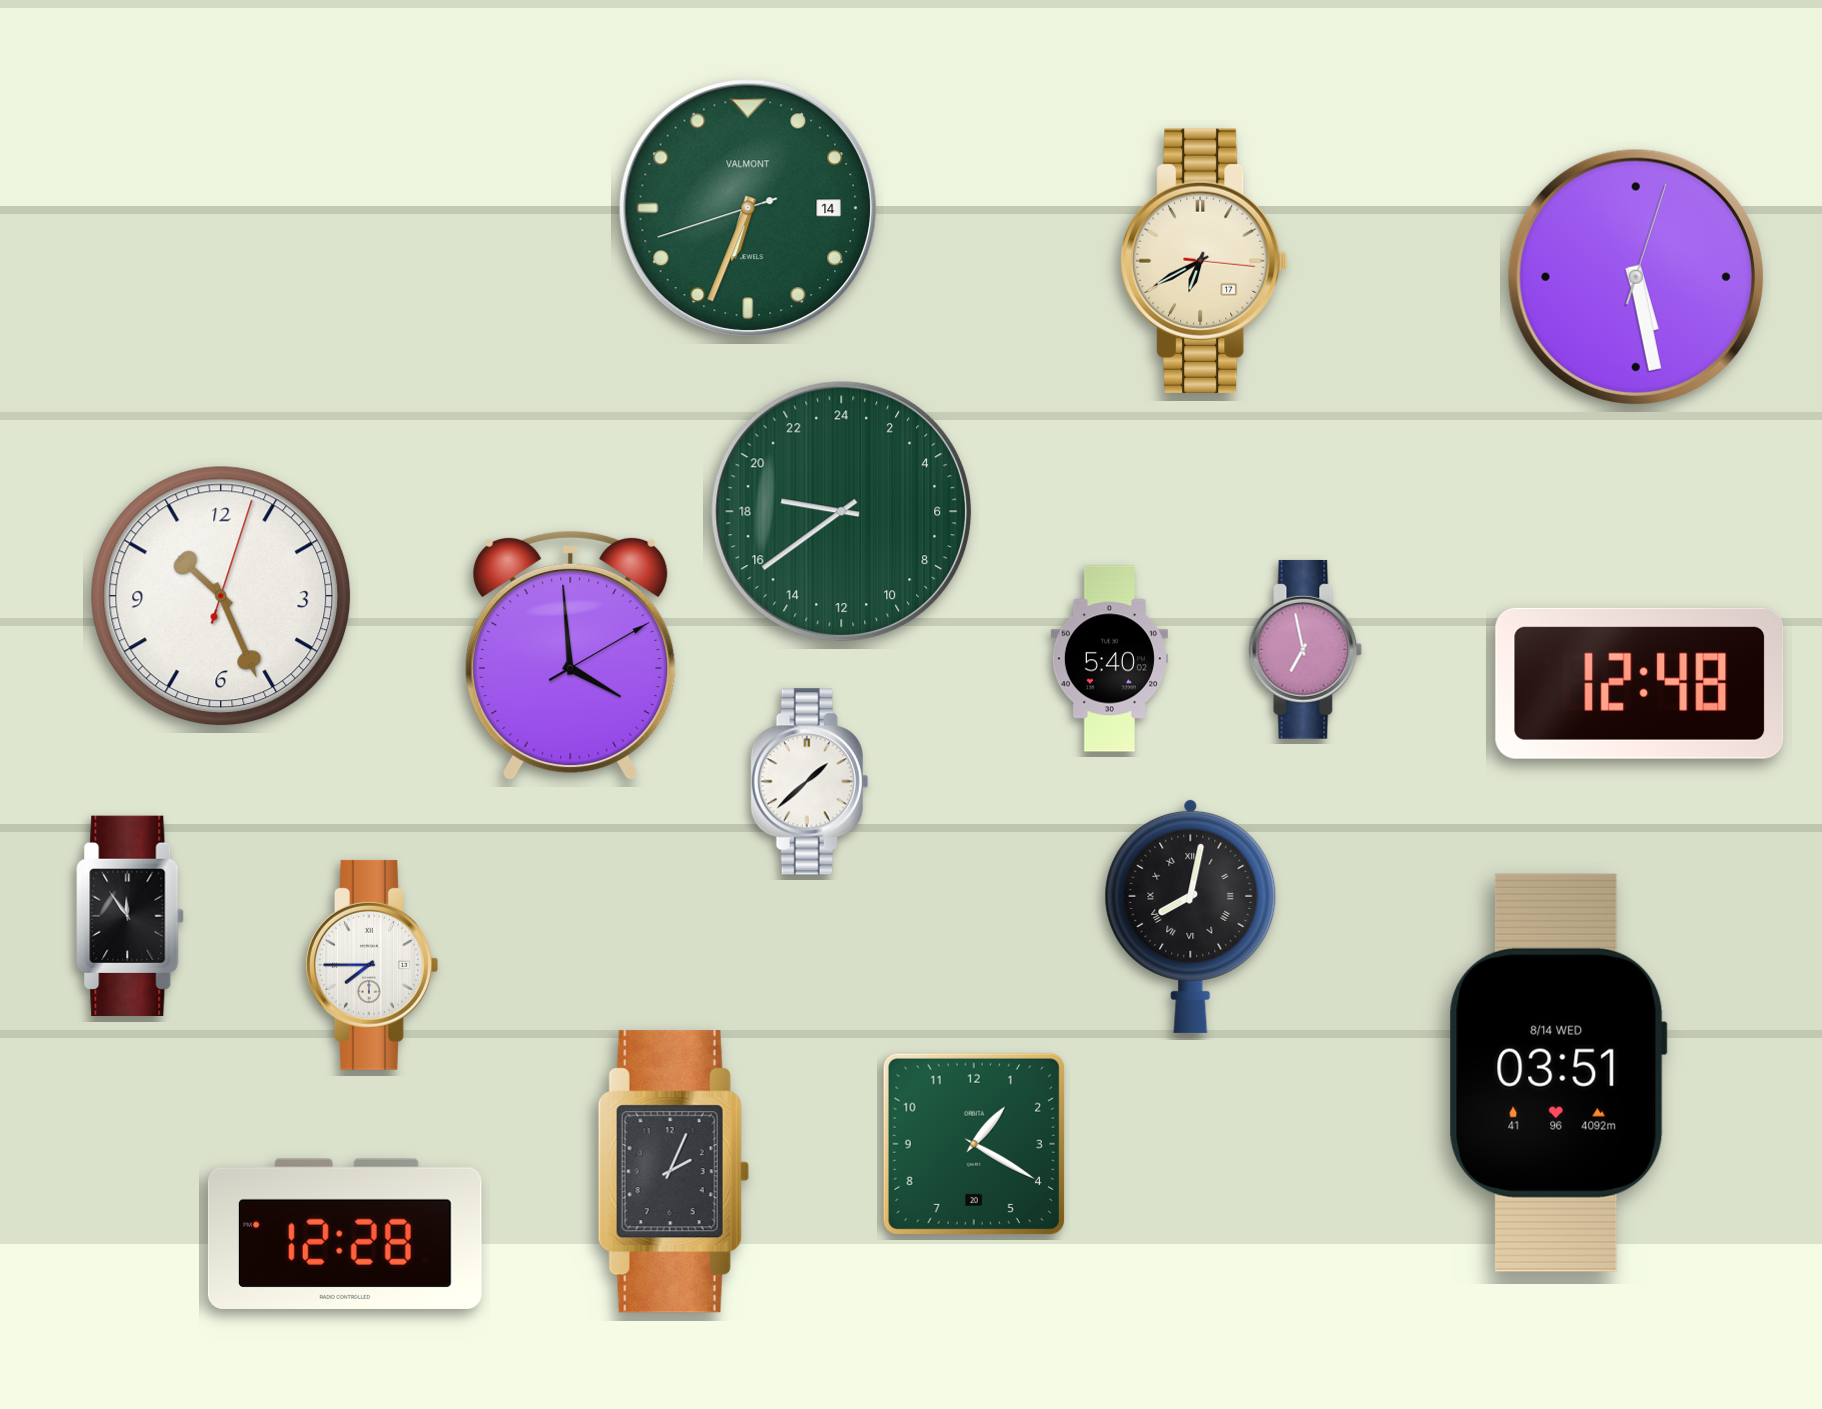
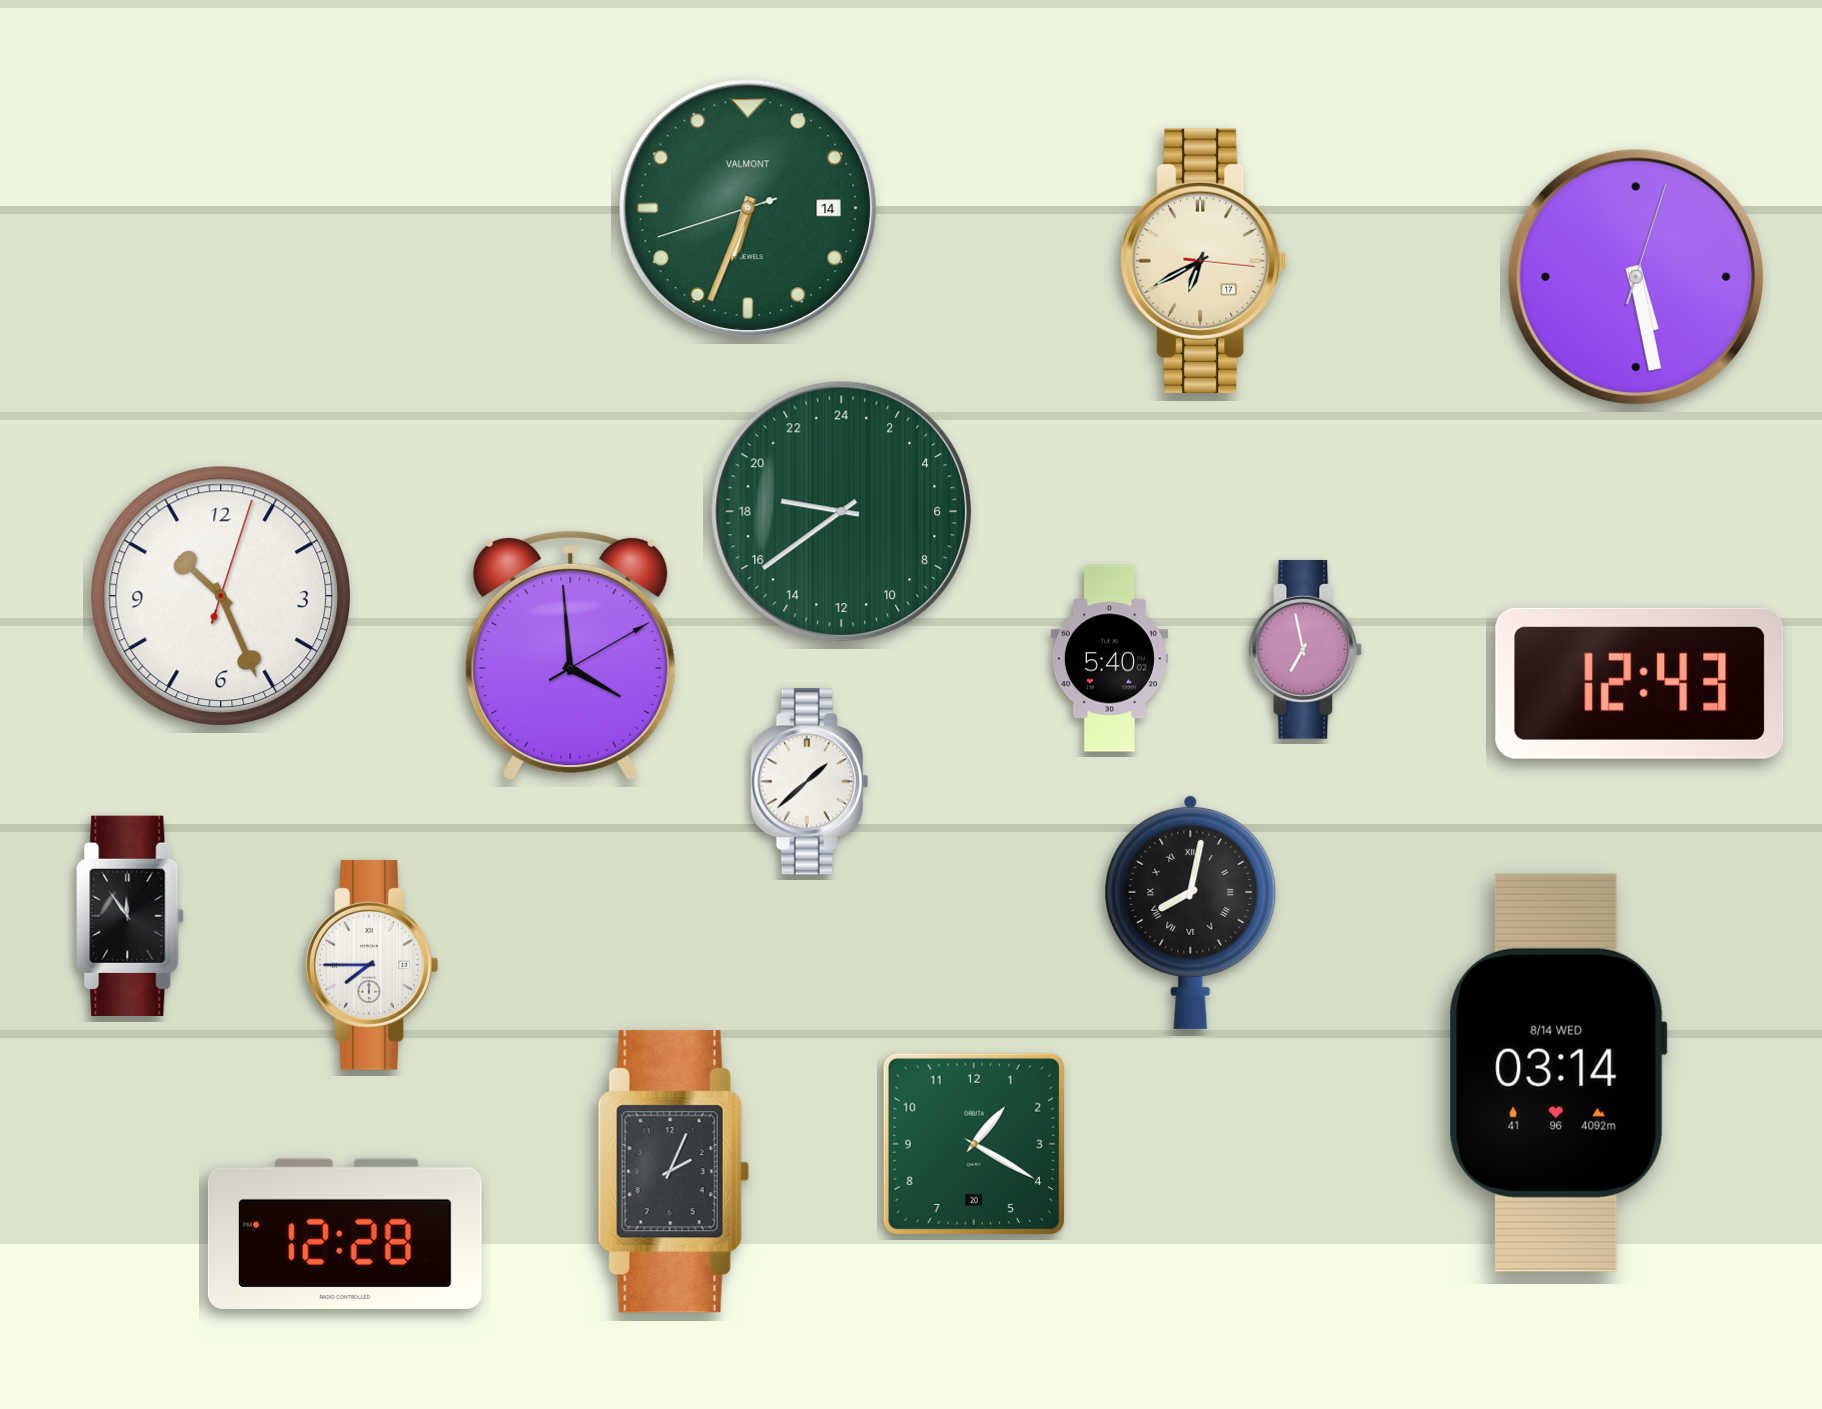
clock at (1640, 683): 12:48 -> 12:43
clock at (1191, 916) position: (1191, 916) -> (1191, 912)
clock at (1558, 1073): 03:51 -> 03:14
